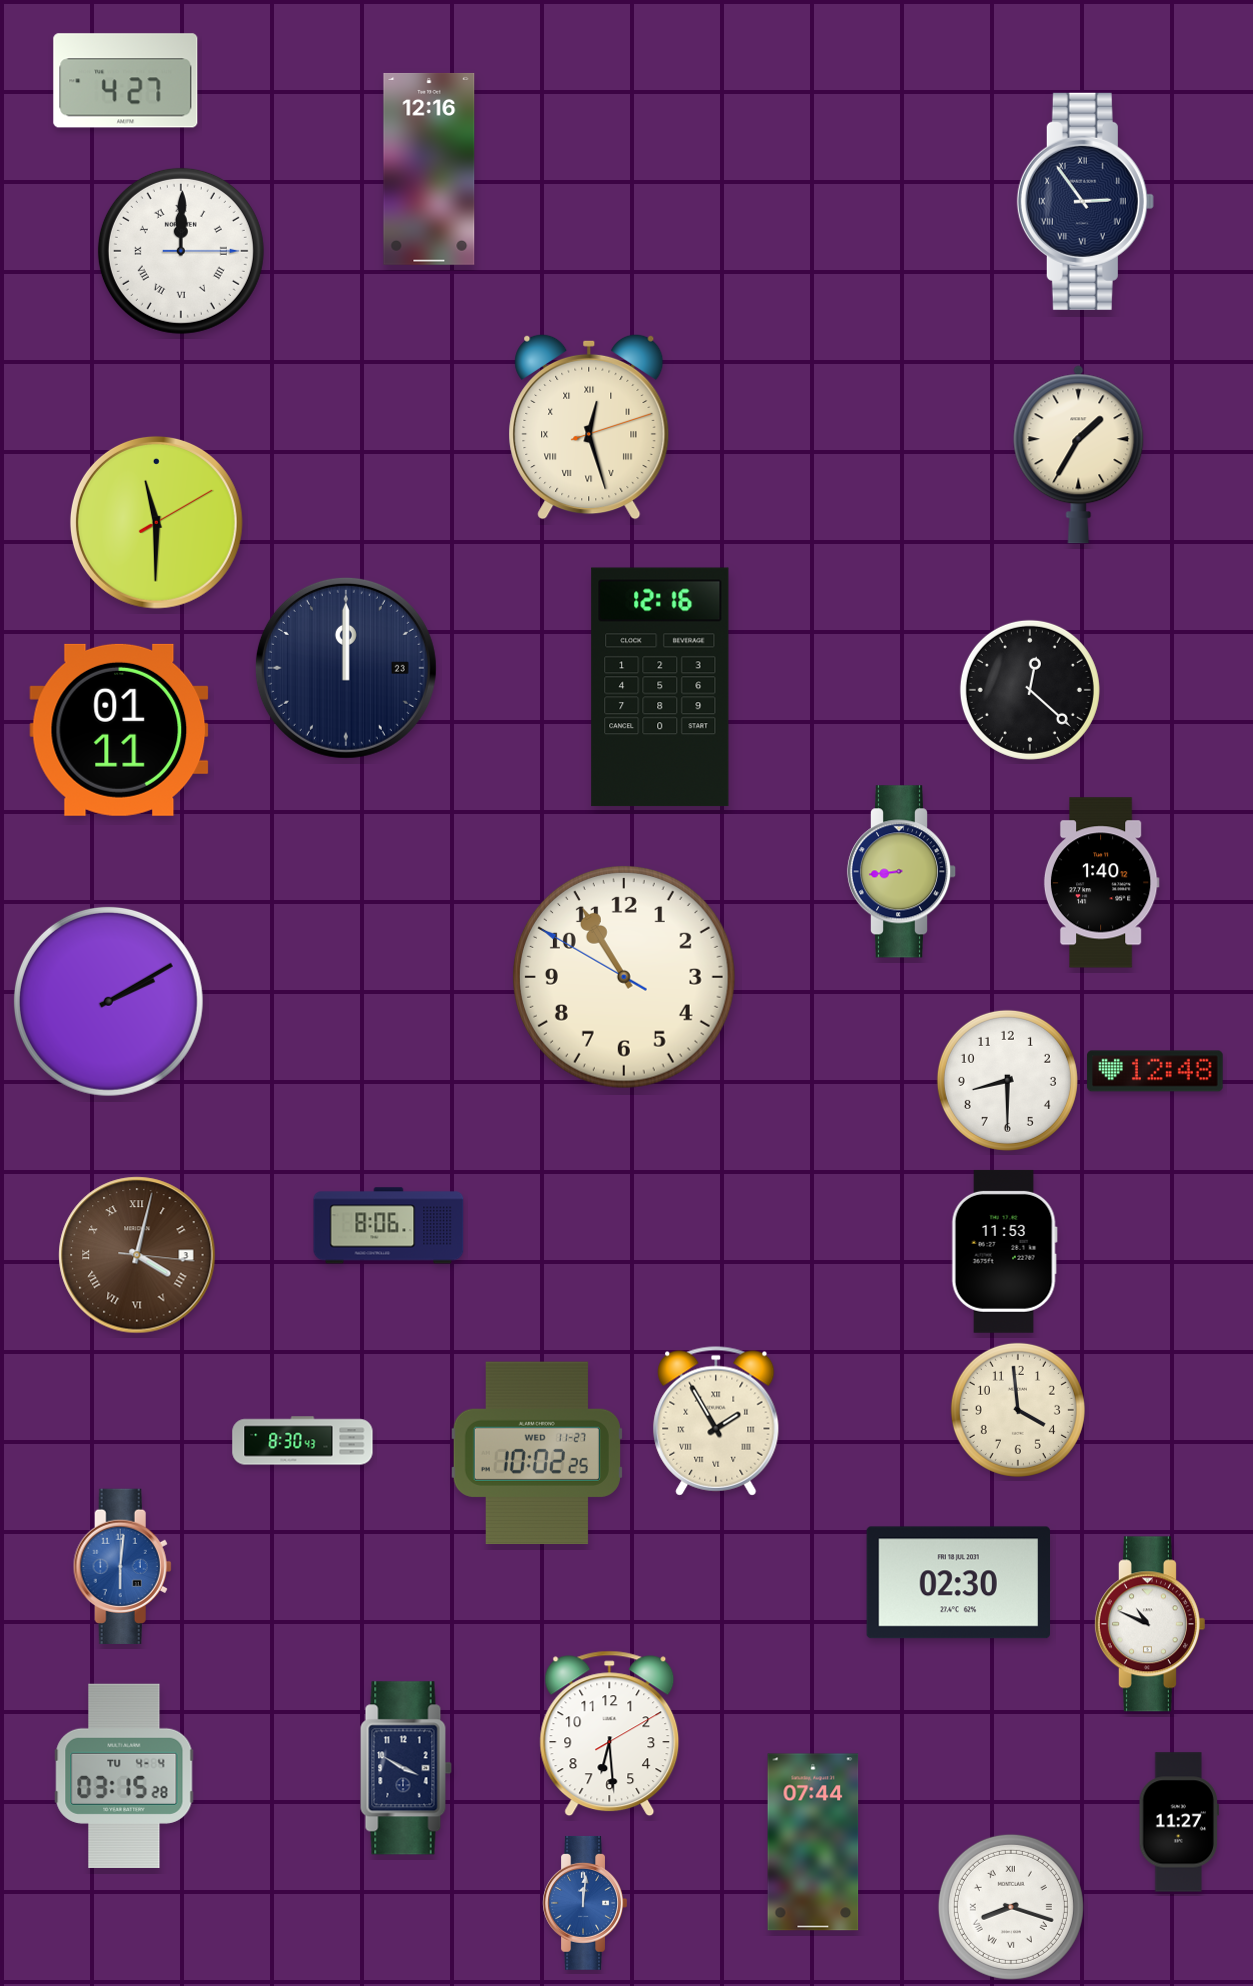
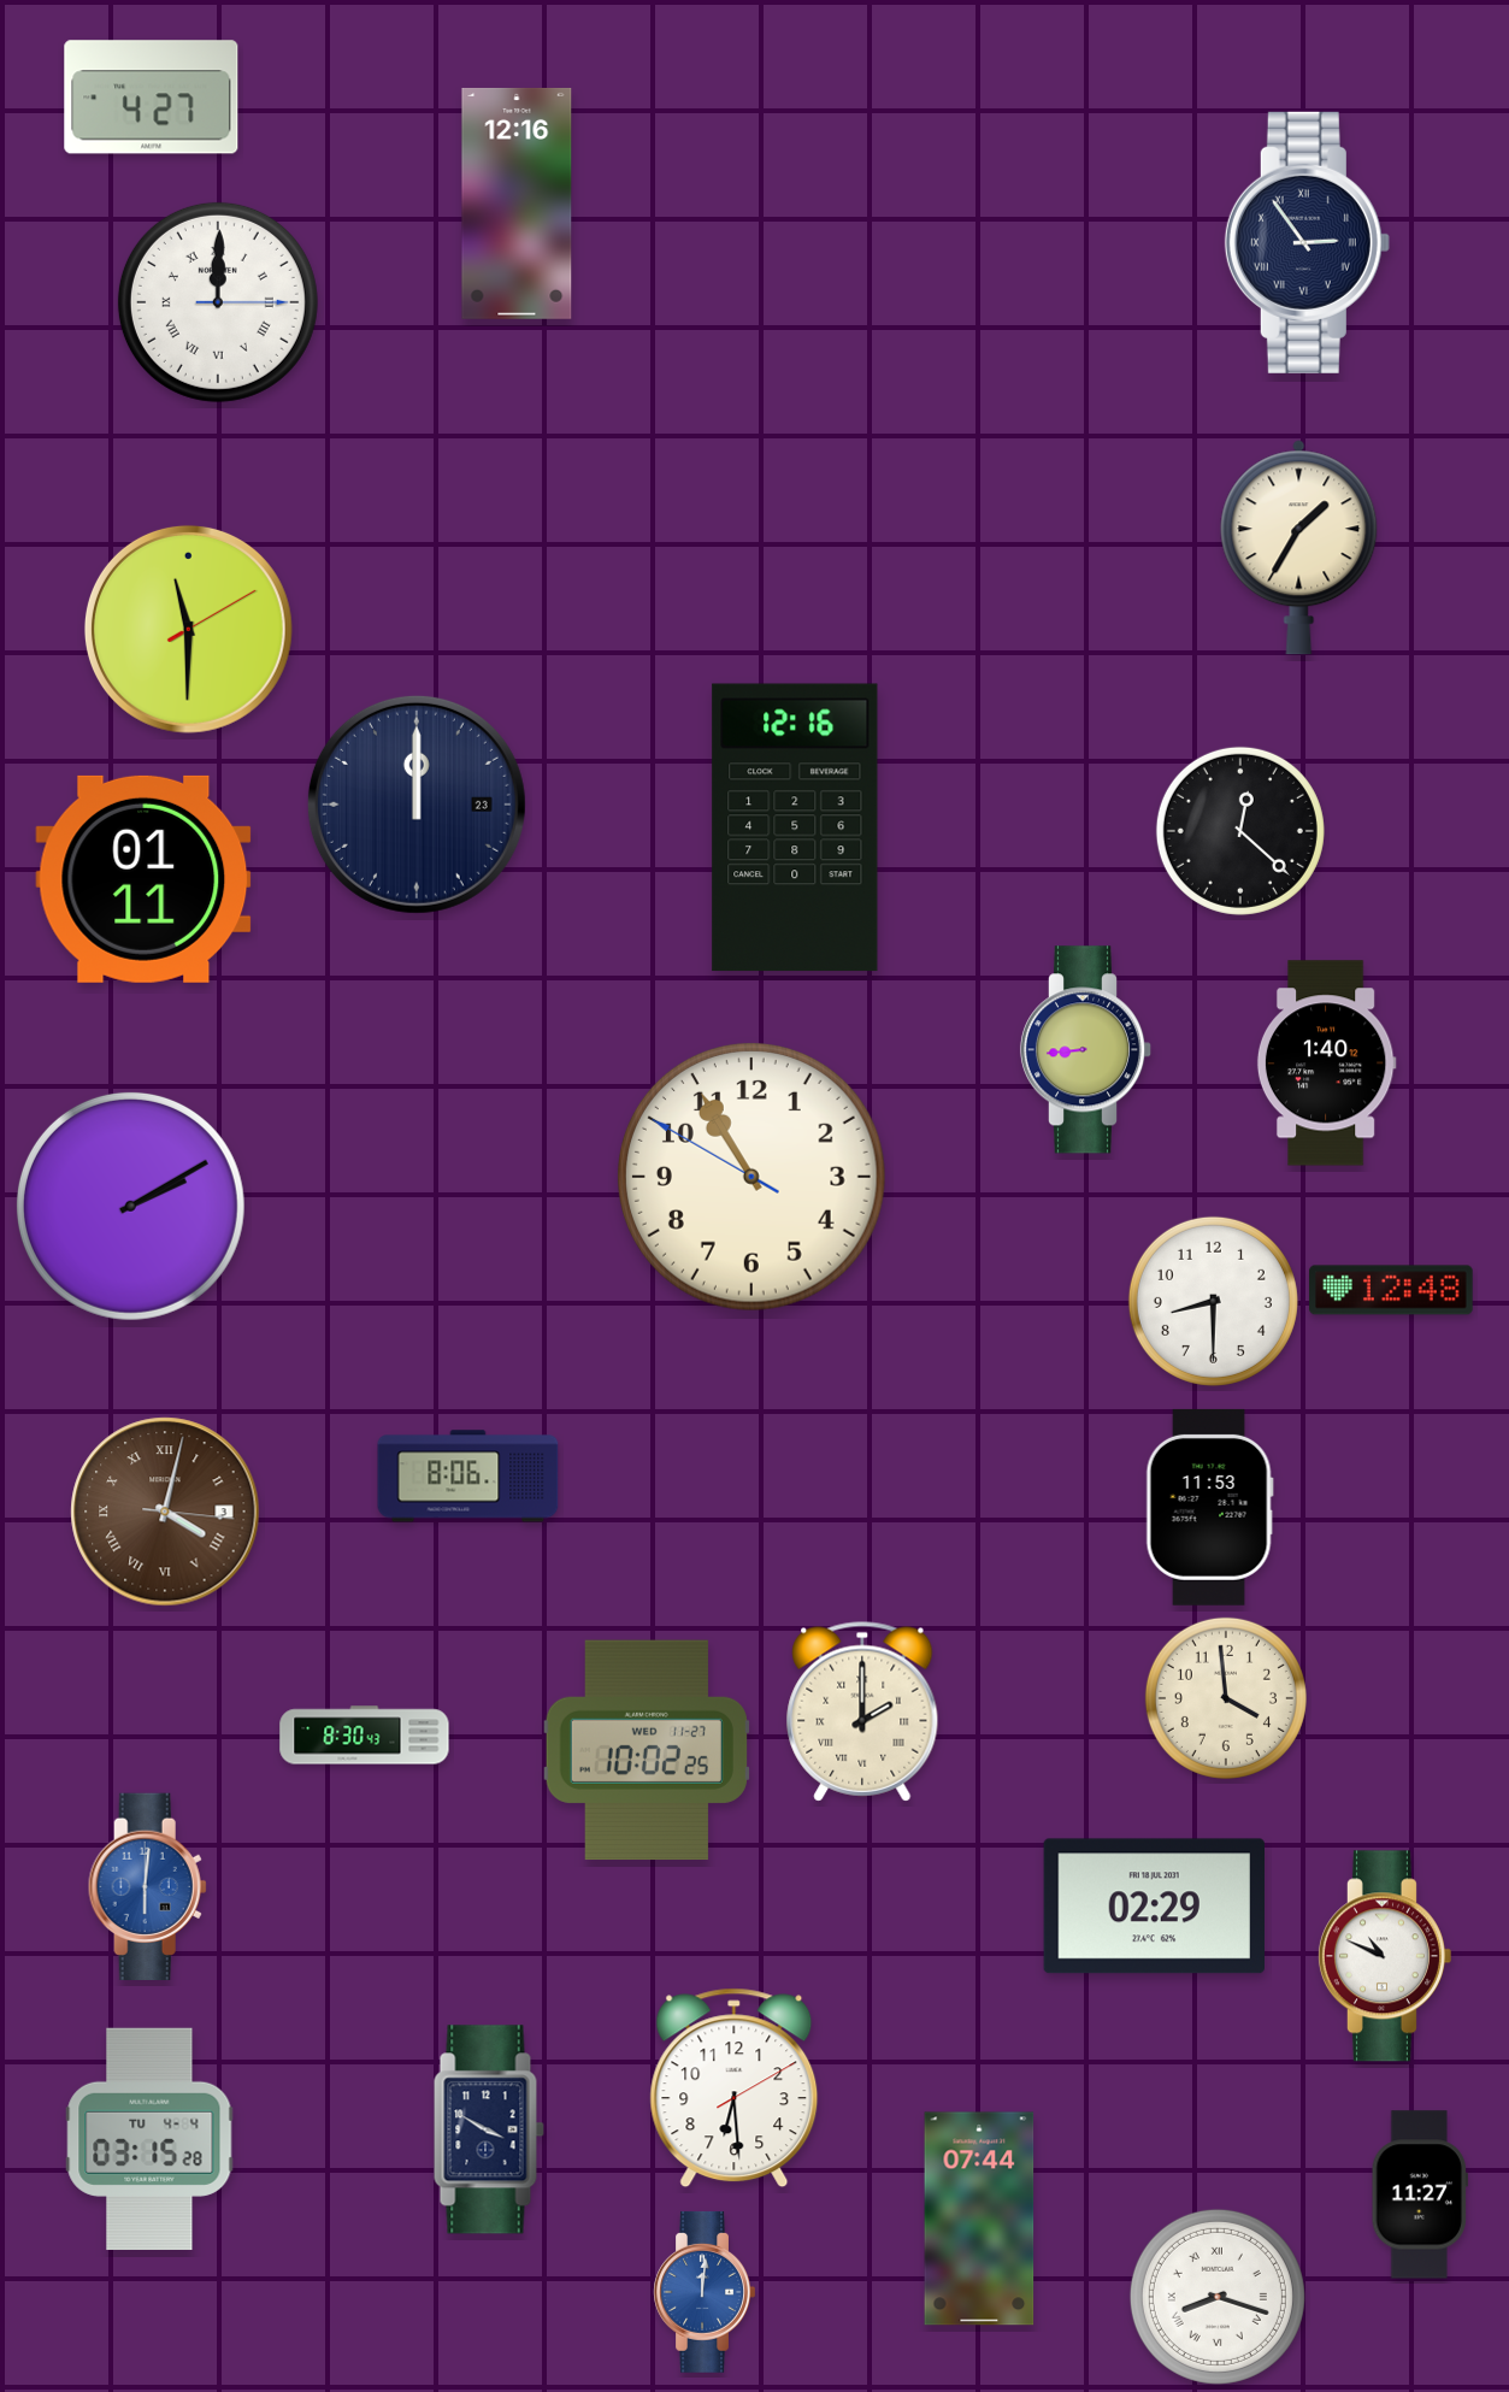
clock at (589, 427): 12:27 -> none
clock at (716, 1421): 1:55 -> 2:00
clock at (958, 1583): 02:30 -> 02:29
